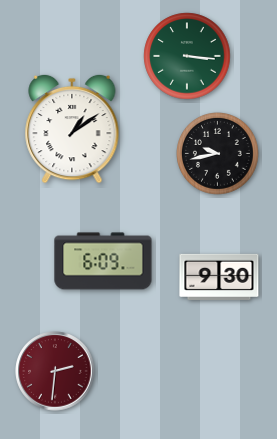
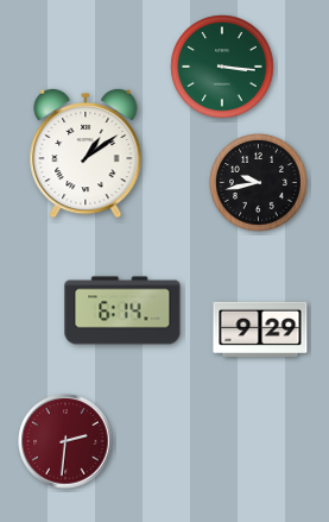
clock at (103, 261): 6:09 -> 6:14
clock at (219, 277): 9:30 -> 9:29
